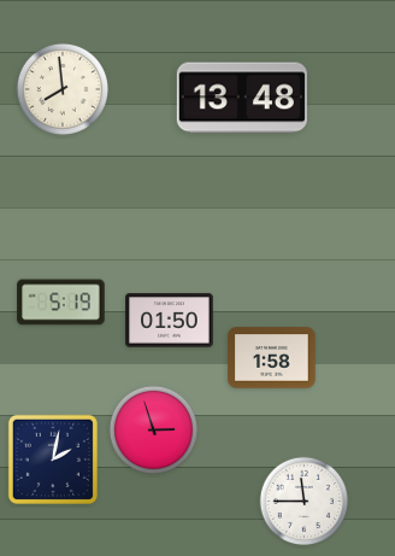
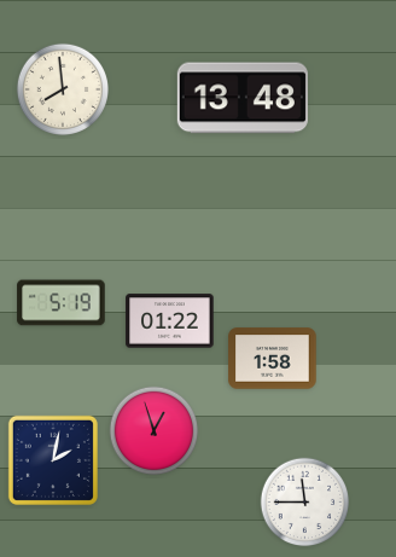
clock at (170, 321): 01:50 -> 01:22
clock at (154, 431): 2:57 -> 12:57
